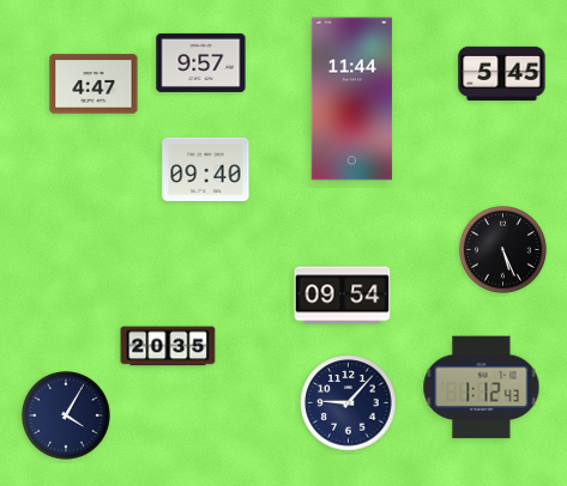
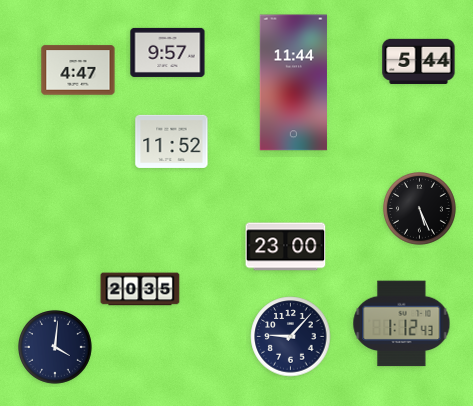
clock at (502, 73): 5:45 -> 5:44
clock at (206, 169): 09:40 -> 11:52
clock at (343, 296): 09:54 -> 23:00
clock at (67, 417): 4:05 -> 4:01
